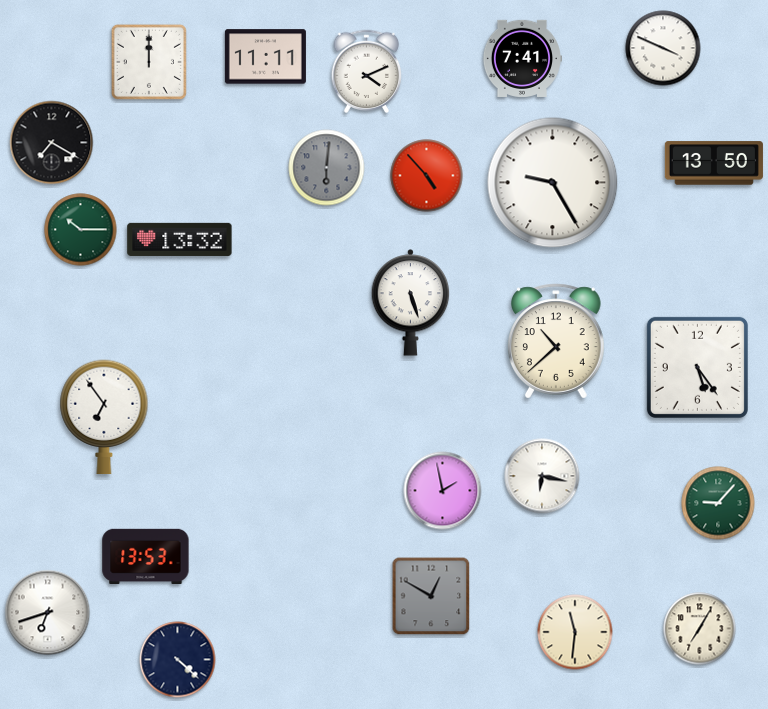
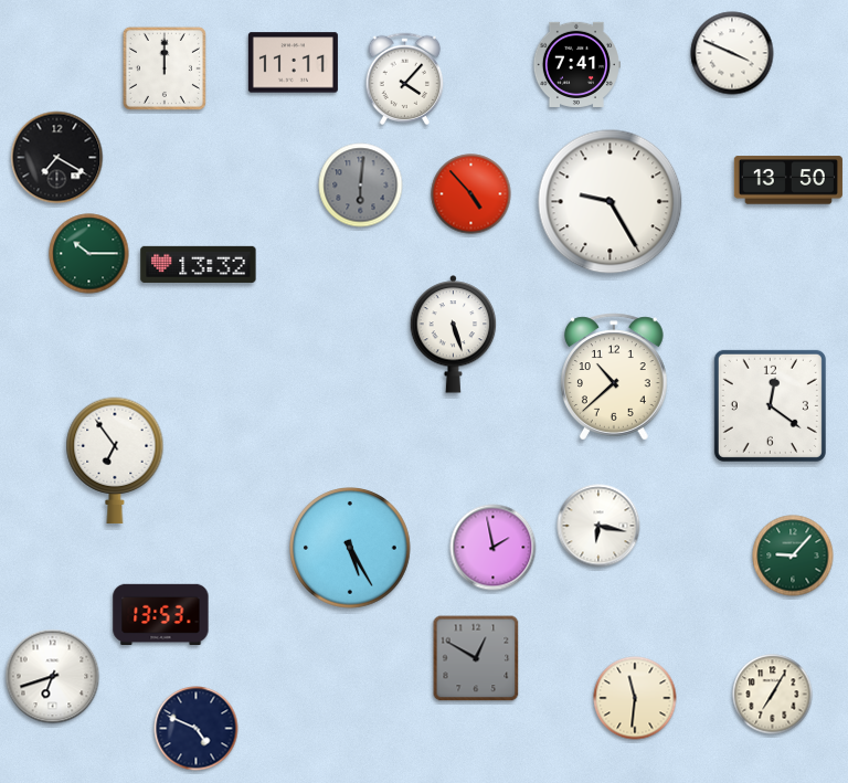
clock at (367, 72): 4:11 -> 4:07
clock at (697, 367): 5:24 -> 12:21
clock at (443, 491) position: (443, 491) -> (494, 548)
clock at (350, 548): none -> 5:25
clock at (178, 660): 4:22 -> 4:49
